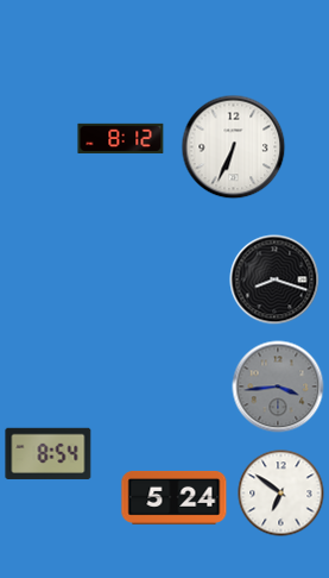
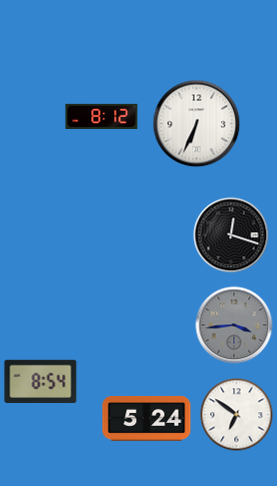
clock at (274, 279): 8:18 -> 12:18
